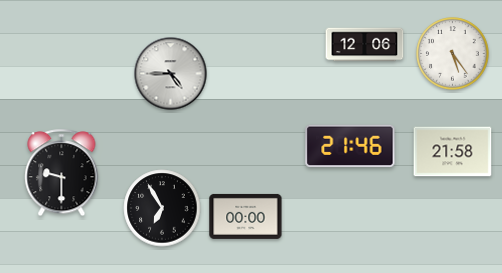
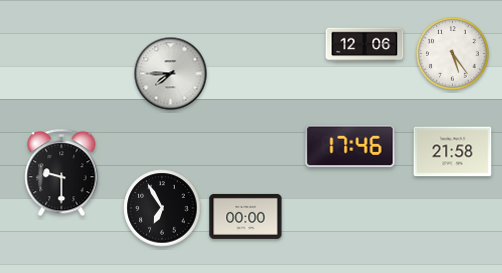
clock at (171, 74): 4:45 -> 7:45
clock at (350, 146): 21:46 -> 17:46
